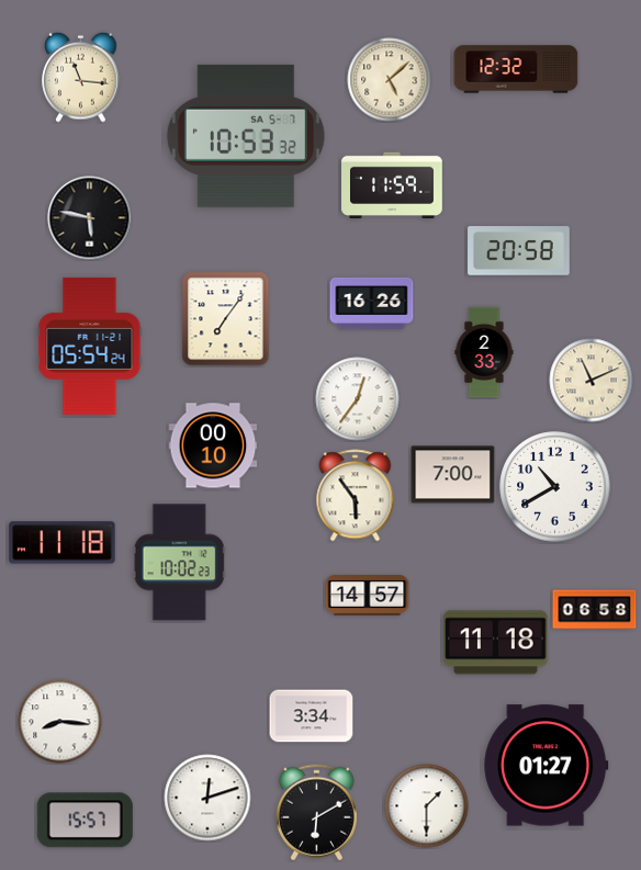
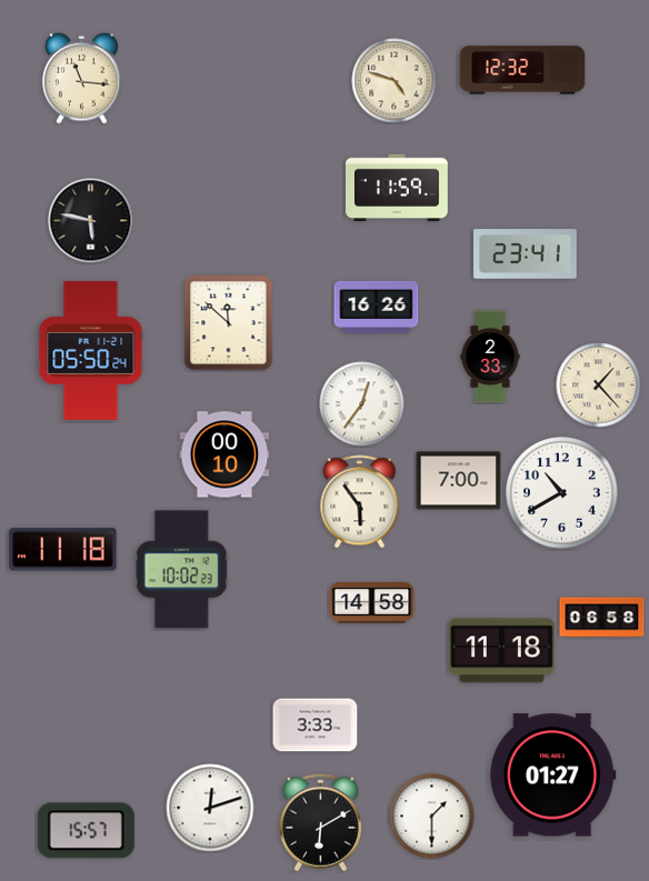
clock at (390, 80): 5:08 -> 4:48
clock at (246, 136): 10:53 -> none
clock at (519, 251): 20:58 -> 23:41
clock at (226, 319): 7:06 -> 11:52
clock at (90, 346): 05:54 -> 05:50
clock at (592, 381): 11:11 -> 1:23
clock at (213, 445) position: (213, 445) -> (224, 454)
clock at (368, 596): 14:57 -> 14:58
clock at (312, 716): 3:34 -> 3:33
clock at (60, 722): 8:16 -> none
